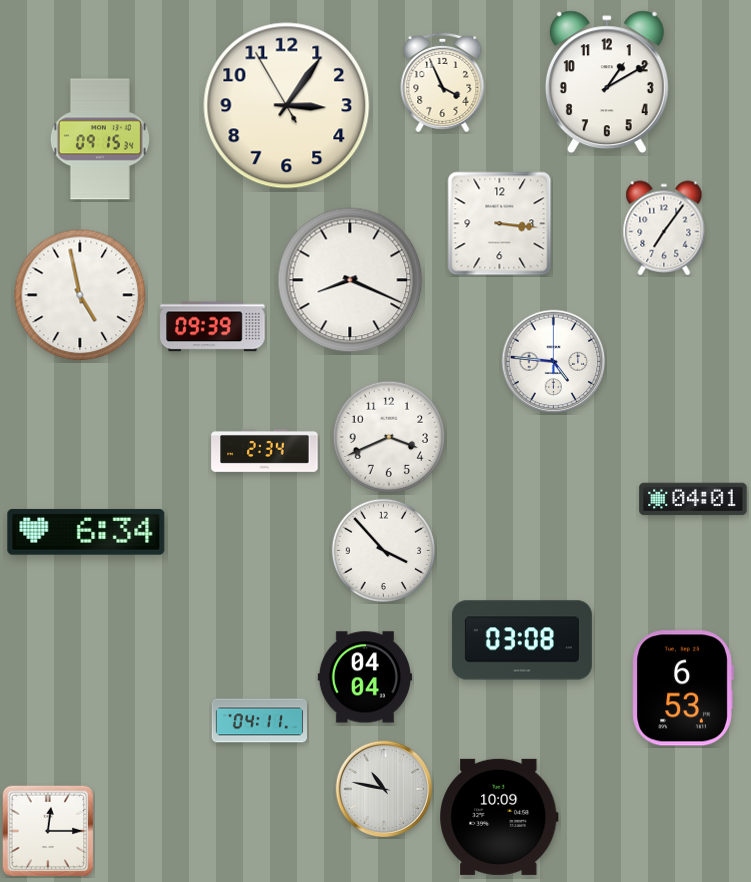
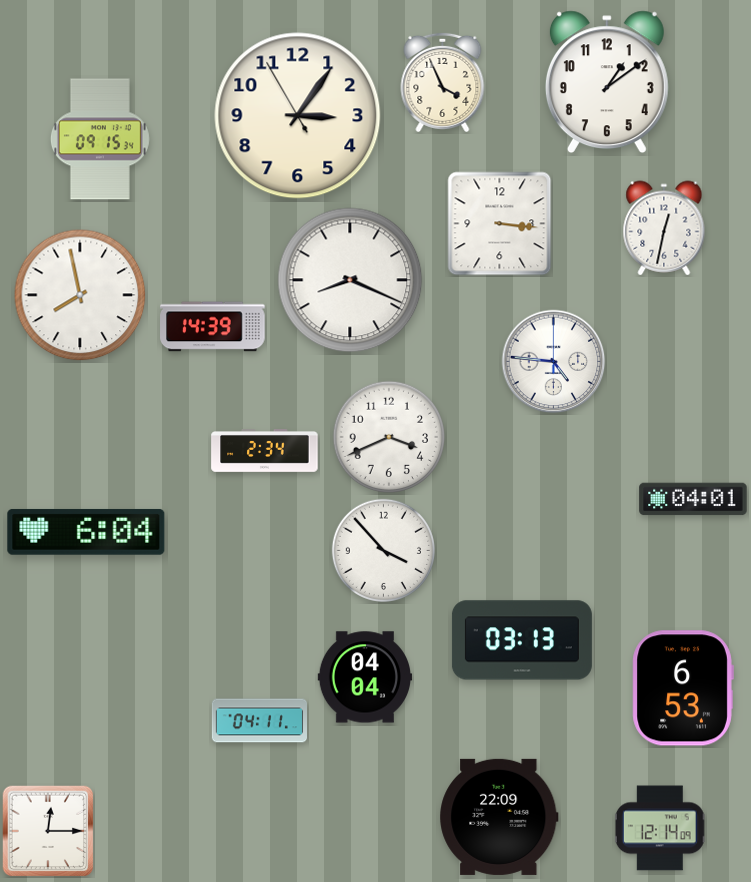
clock at (607, 82): 1:10 -> 1:09
clock at (287, 106) position: (287, 106) -> (298, 116)
clock at (664, 228): 7:06 -> 12:32
clock at (80, 295): 4:58 -> 7:58
clock at (213, 327): 09:39 -> 14:39
clock at (86, 532): 6:34 -> 6:04
clock at (522, 640): 03:08 -> 03:13
clock at (384, 789): 10:47 -> none
clock at (499, 817): 10:09 -> 22:09
clock at (660, 828): none -> 12:14
